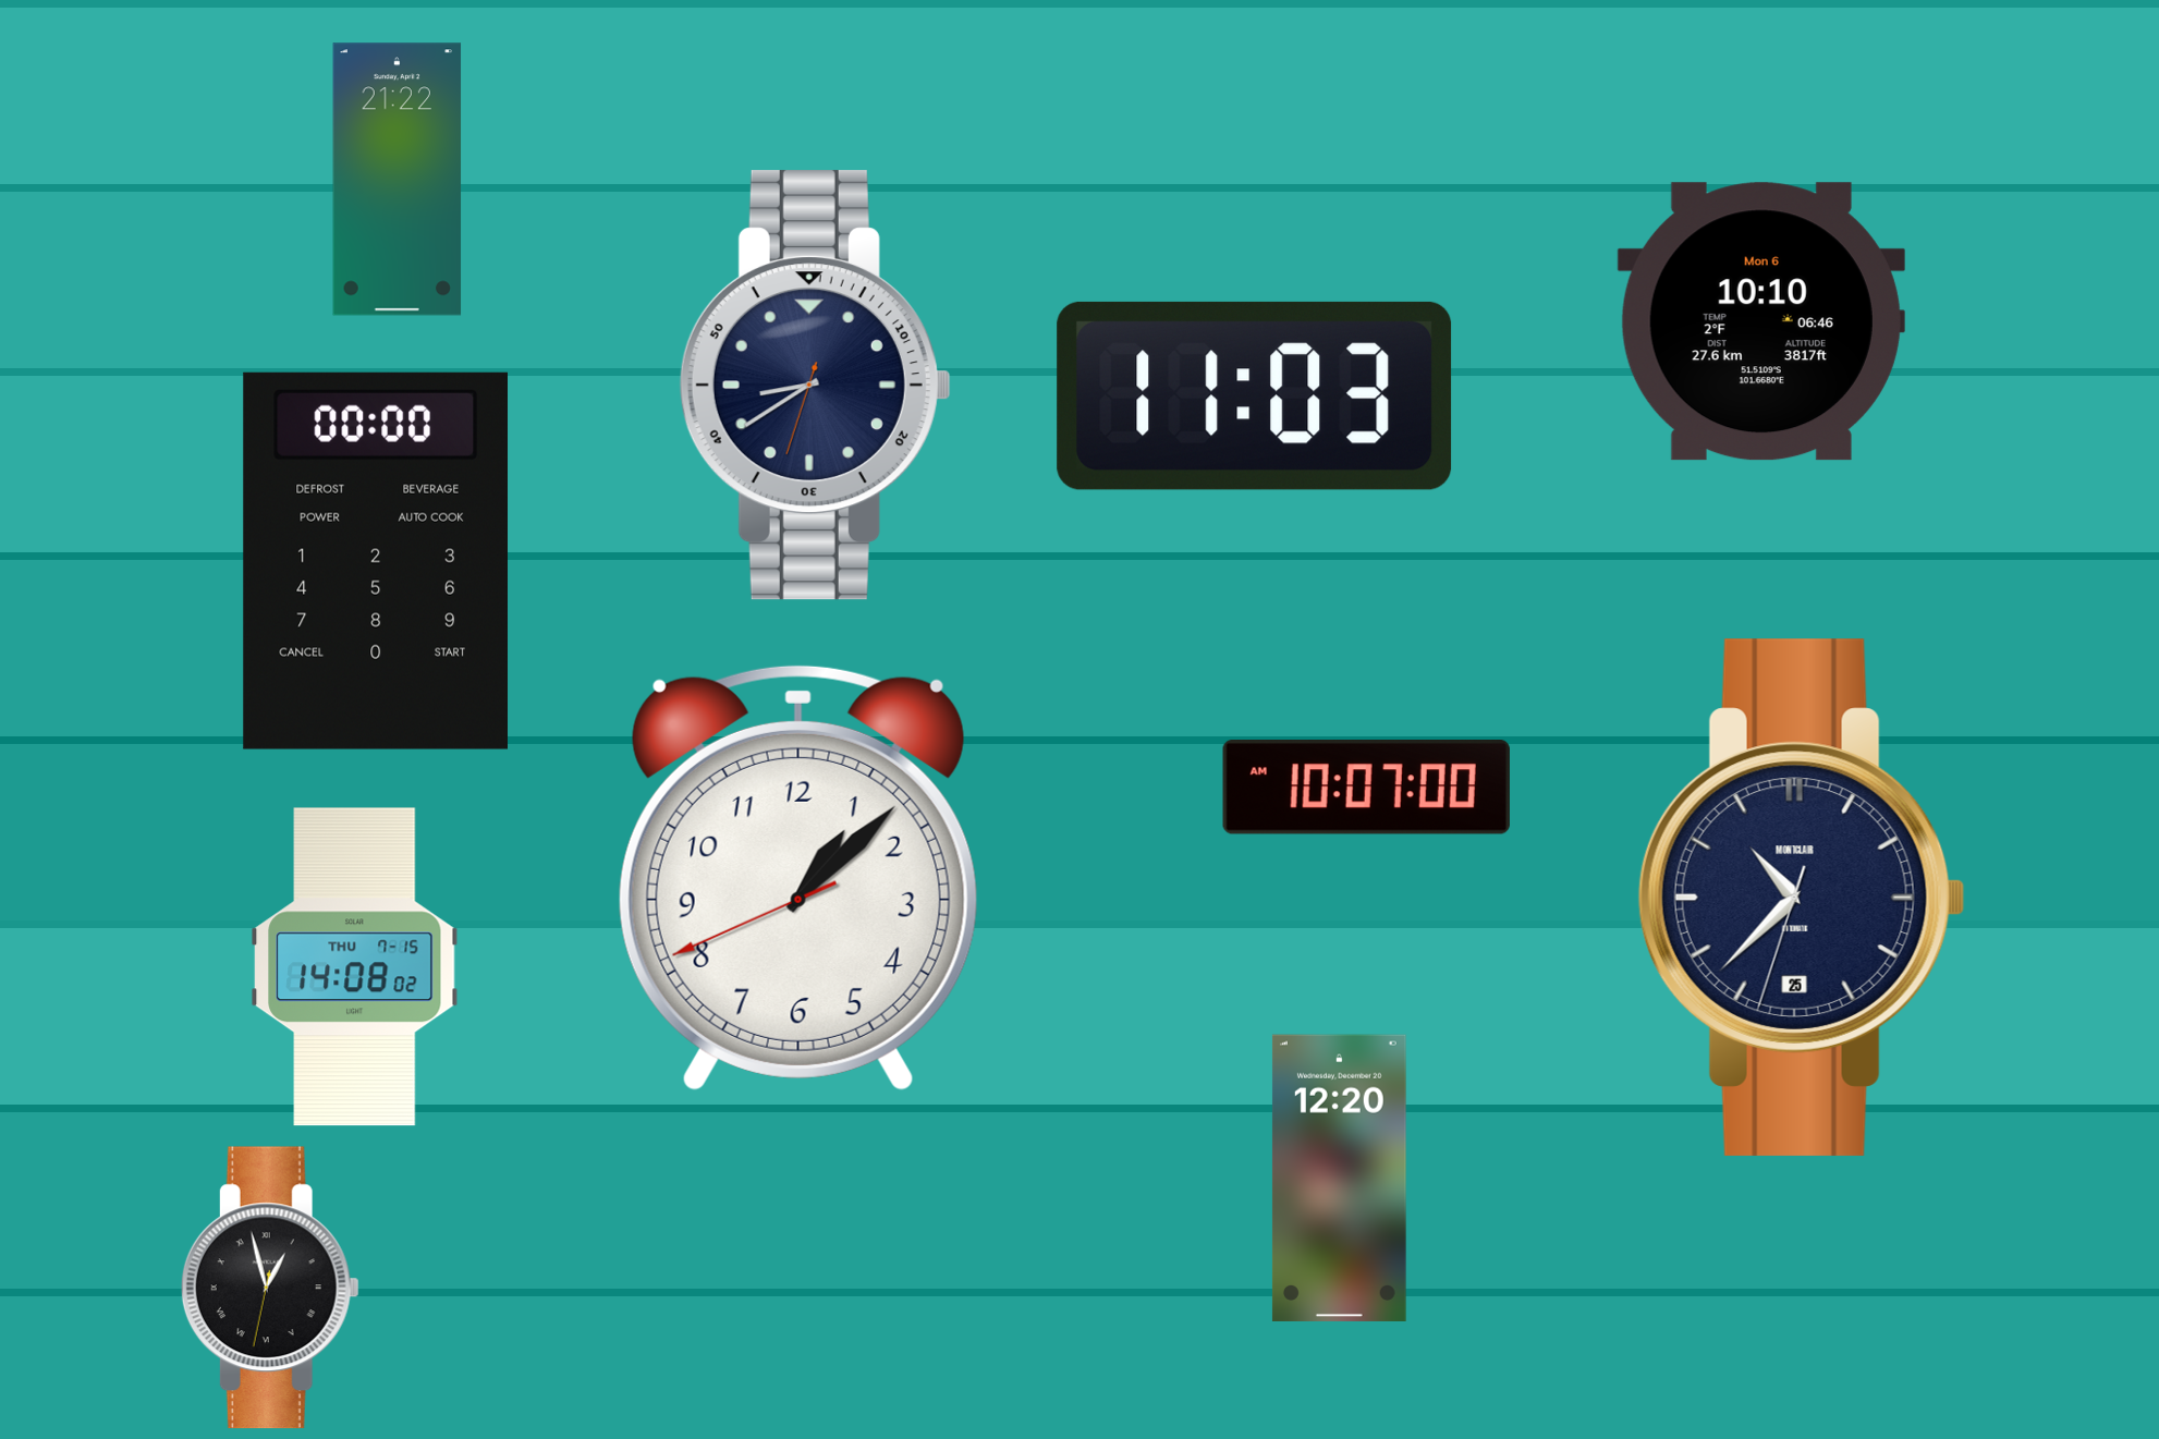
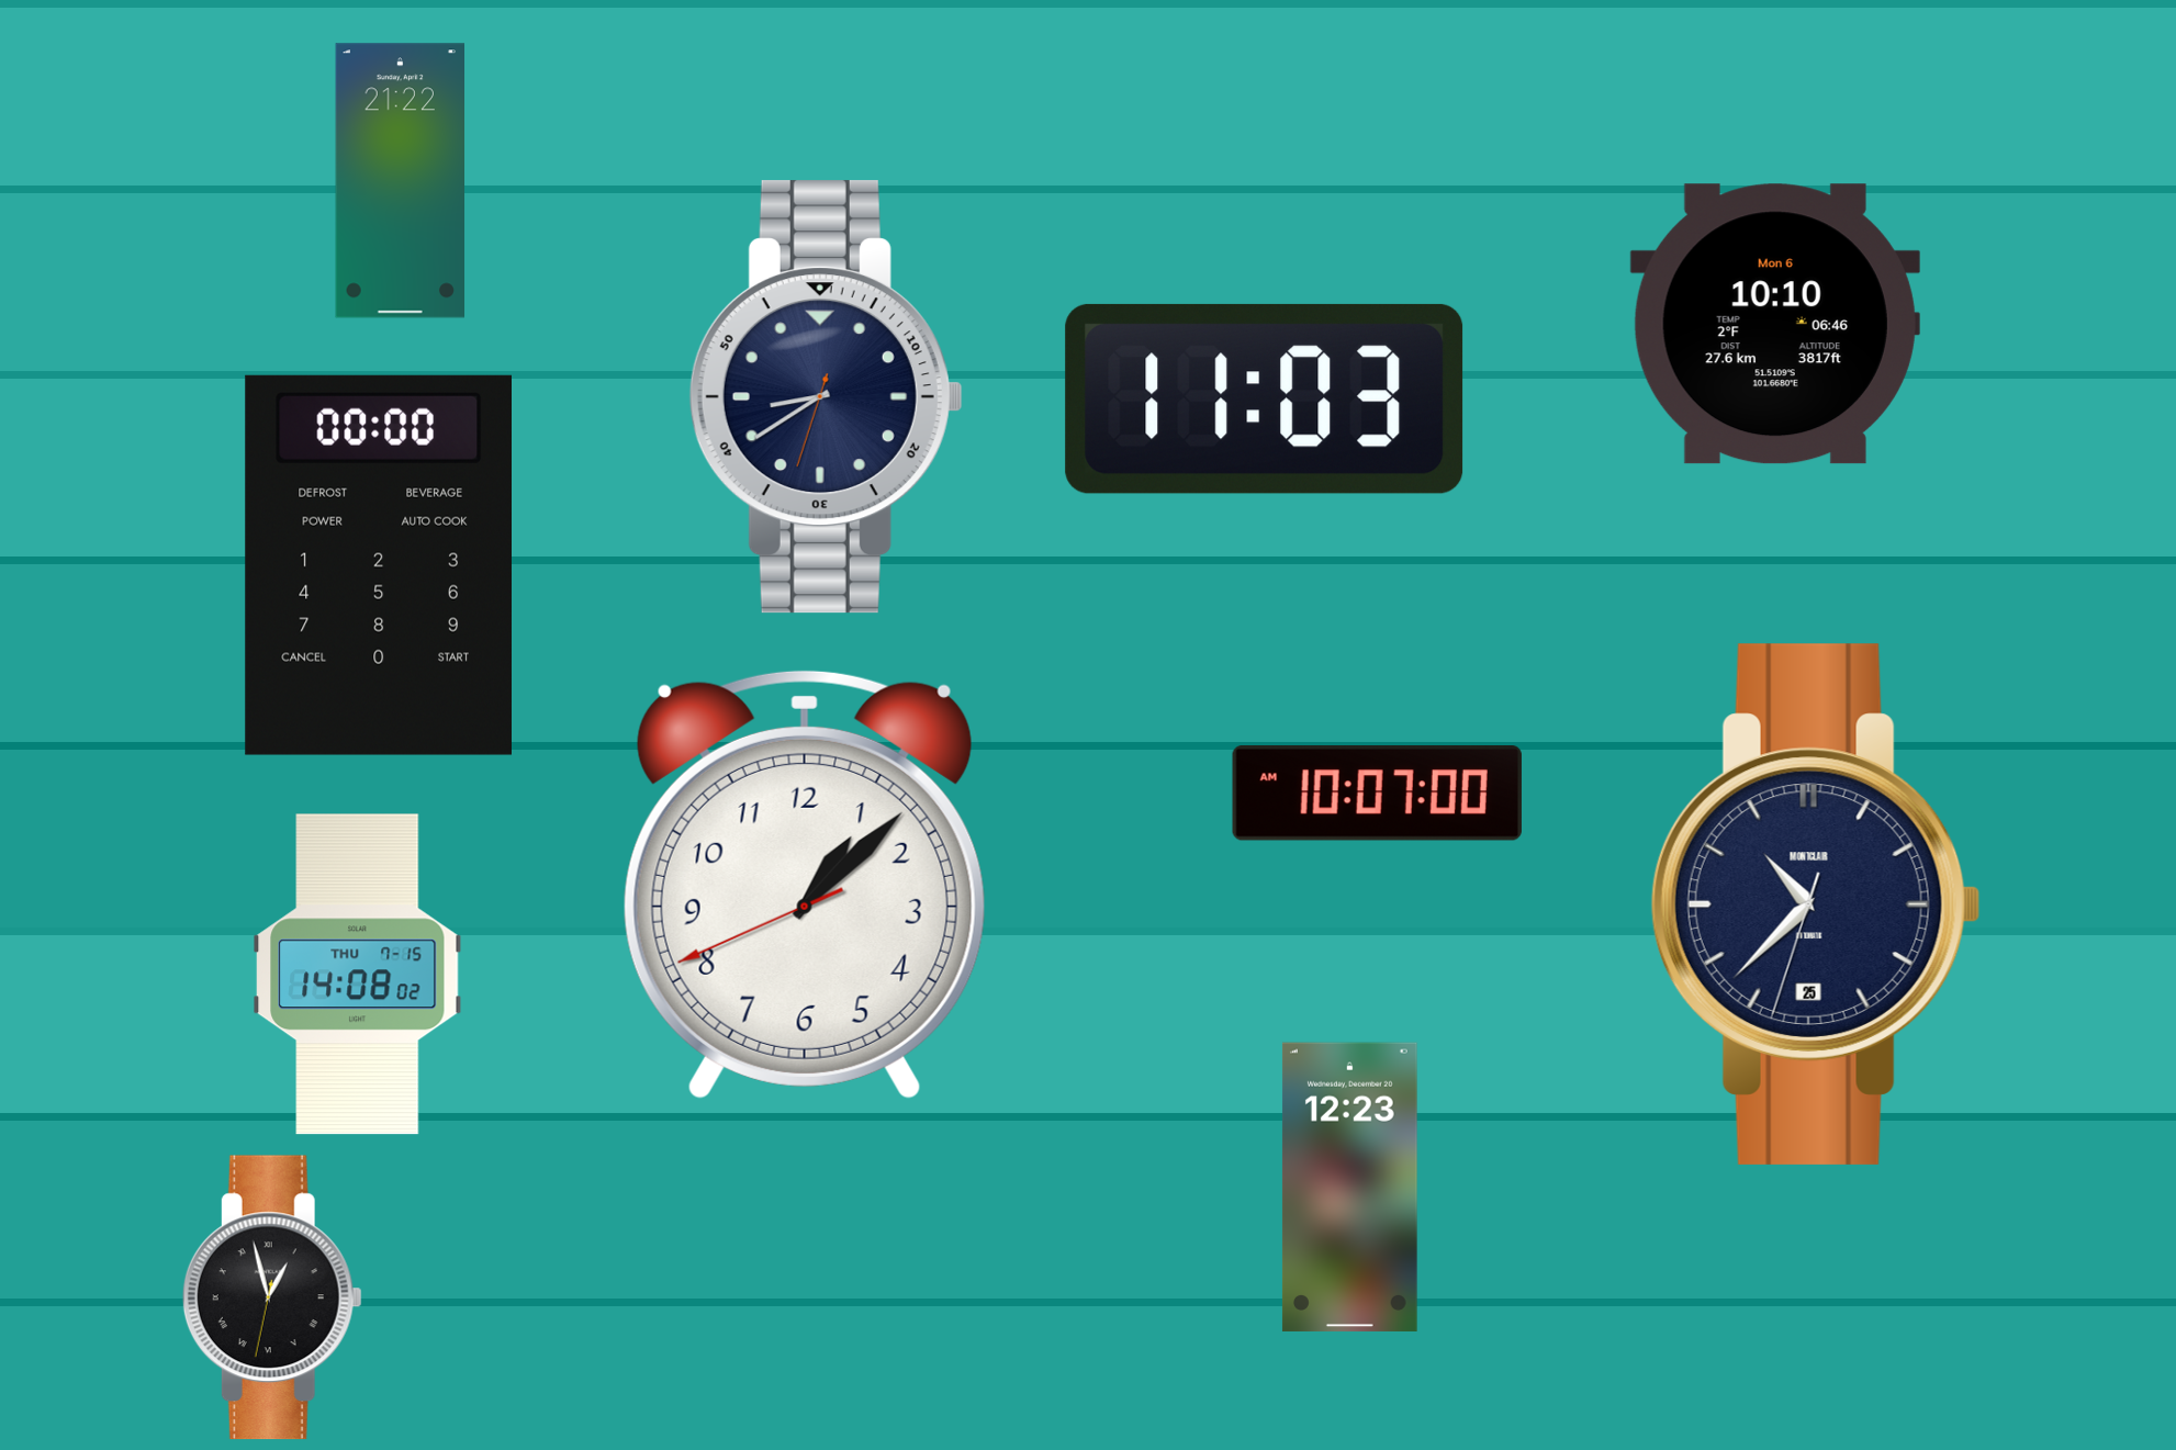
clock at (815, 386) position: (815, 386) -> (826, 397)
clock at (1339, 1178): 12:20 -> 12:23
